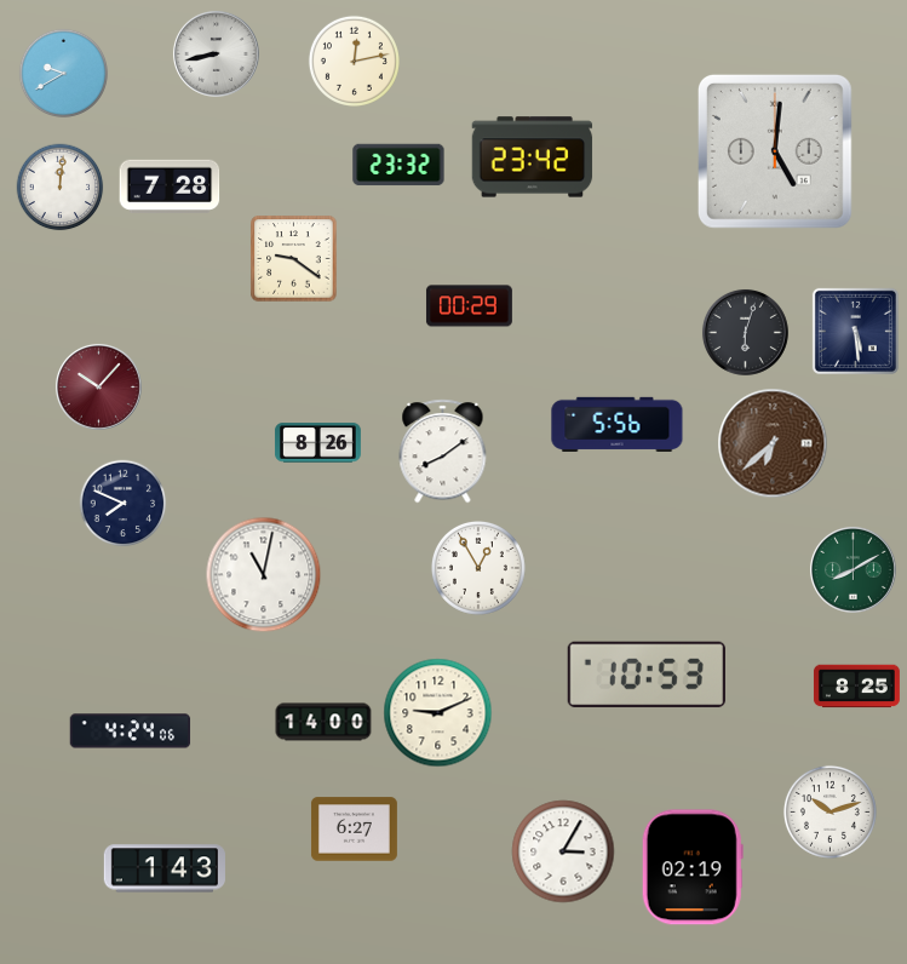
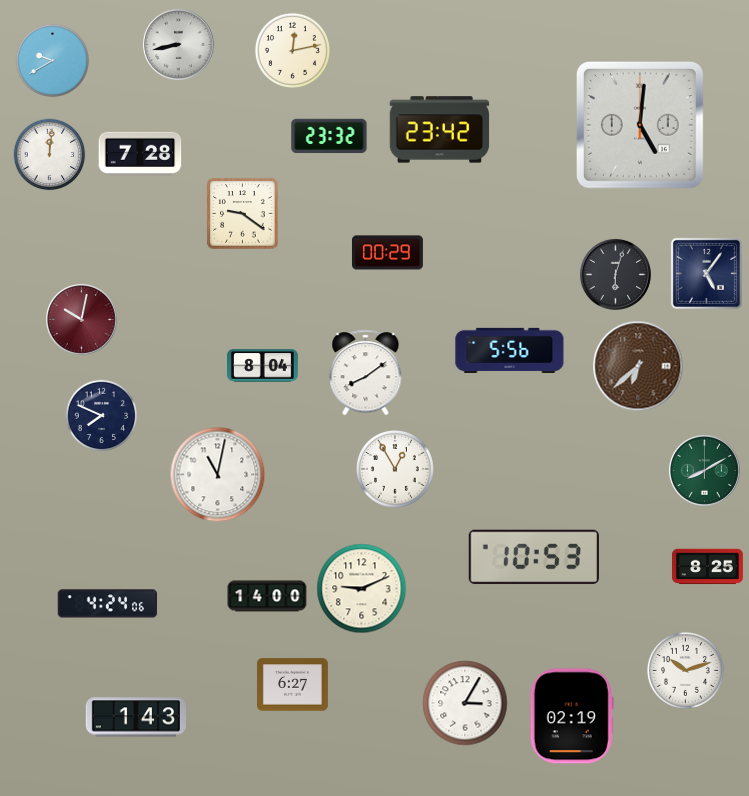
clock at (855, 331): 5:29 -> 5:06
clock at (98, 386): 10:07 -> 10:02
clock at (317, 443): 8:26 -> 8:04
